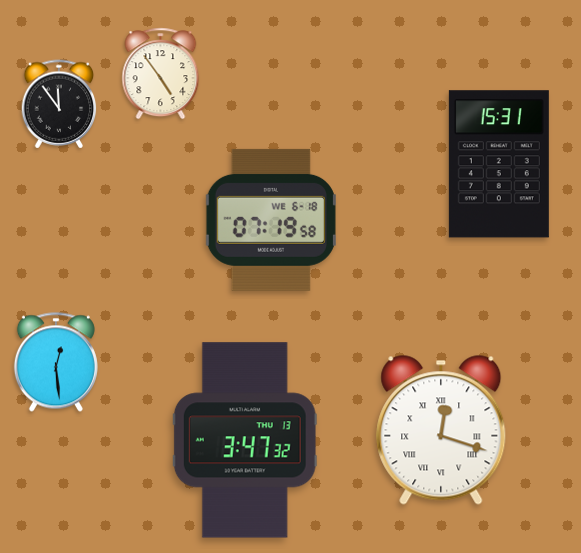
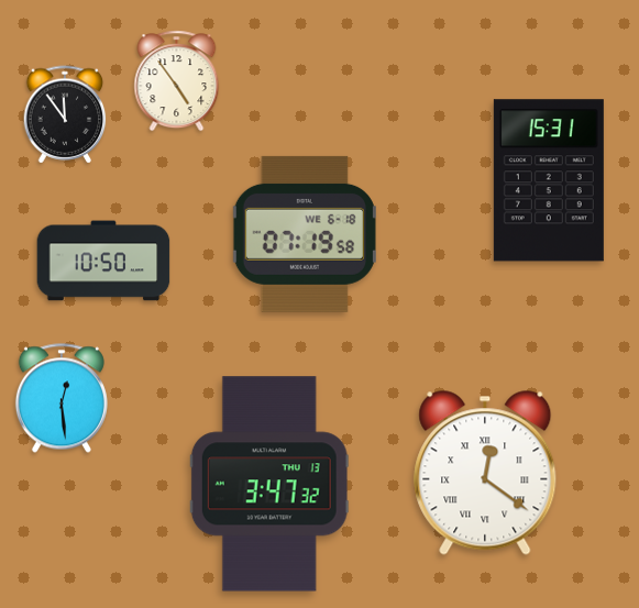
clock at (271, 220) position: (271, 220) -> (305, 234)
clock at (103, 261): none -> 10:50
clock at (441, 430): 12:18 -> 12:21
